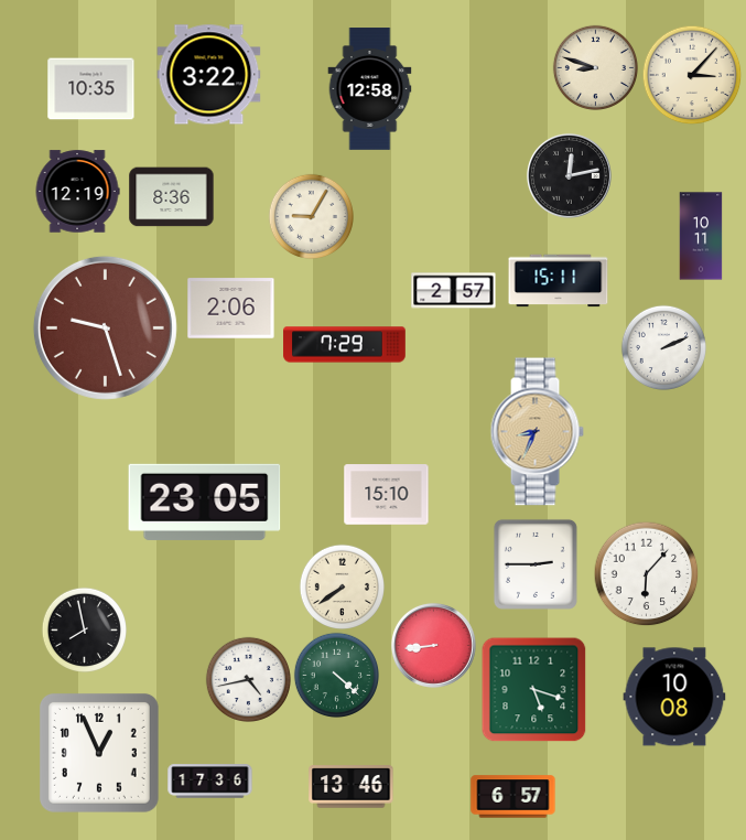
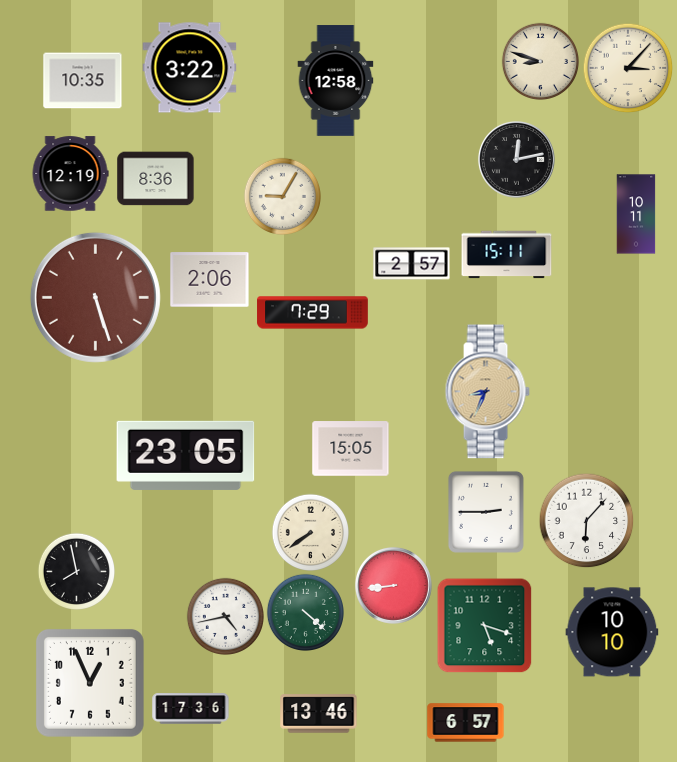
clock at (105, 327): 9:27 -> 5:27
clock at (663, 347): 2:11 -> none
clock at (387, 495): 15:10 -> 15:05
clock at (674, 697): 10:08 -> 10:10
